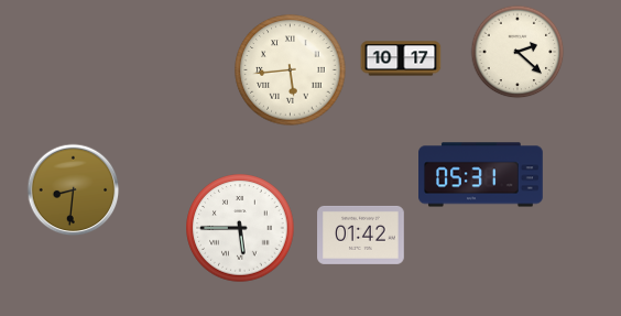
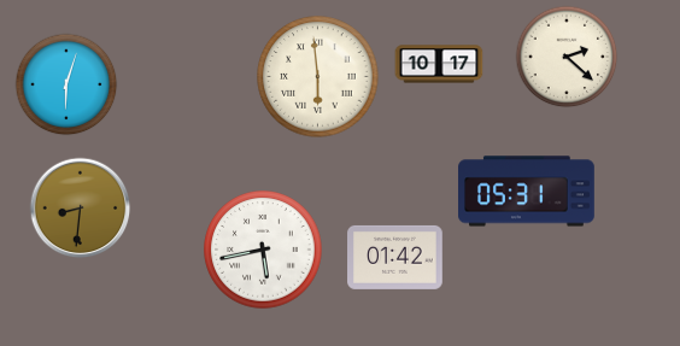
clock at (291, 70): 5:44 -> 5:59
clock at (66, 84): none -> 6:03
clock at (240, 228): 5:45 -> 5:43
